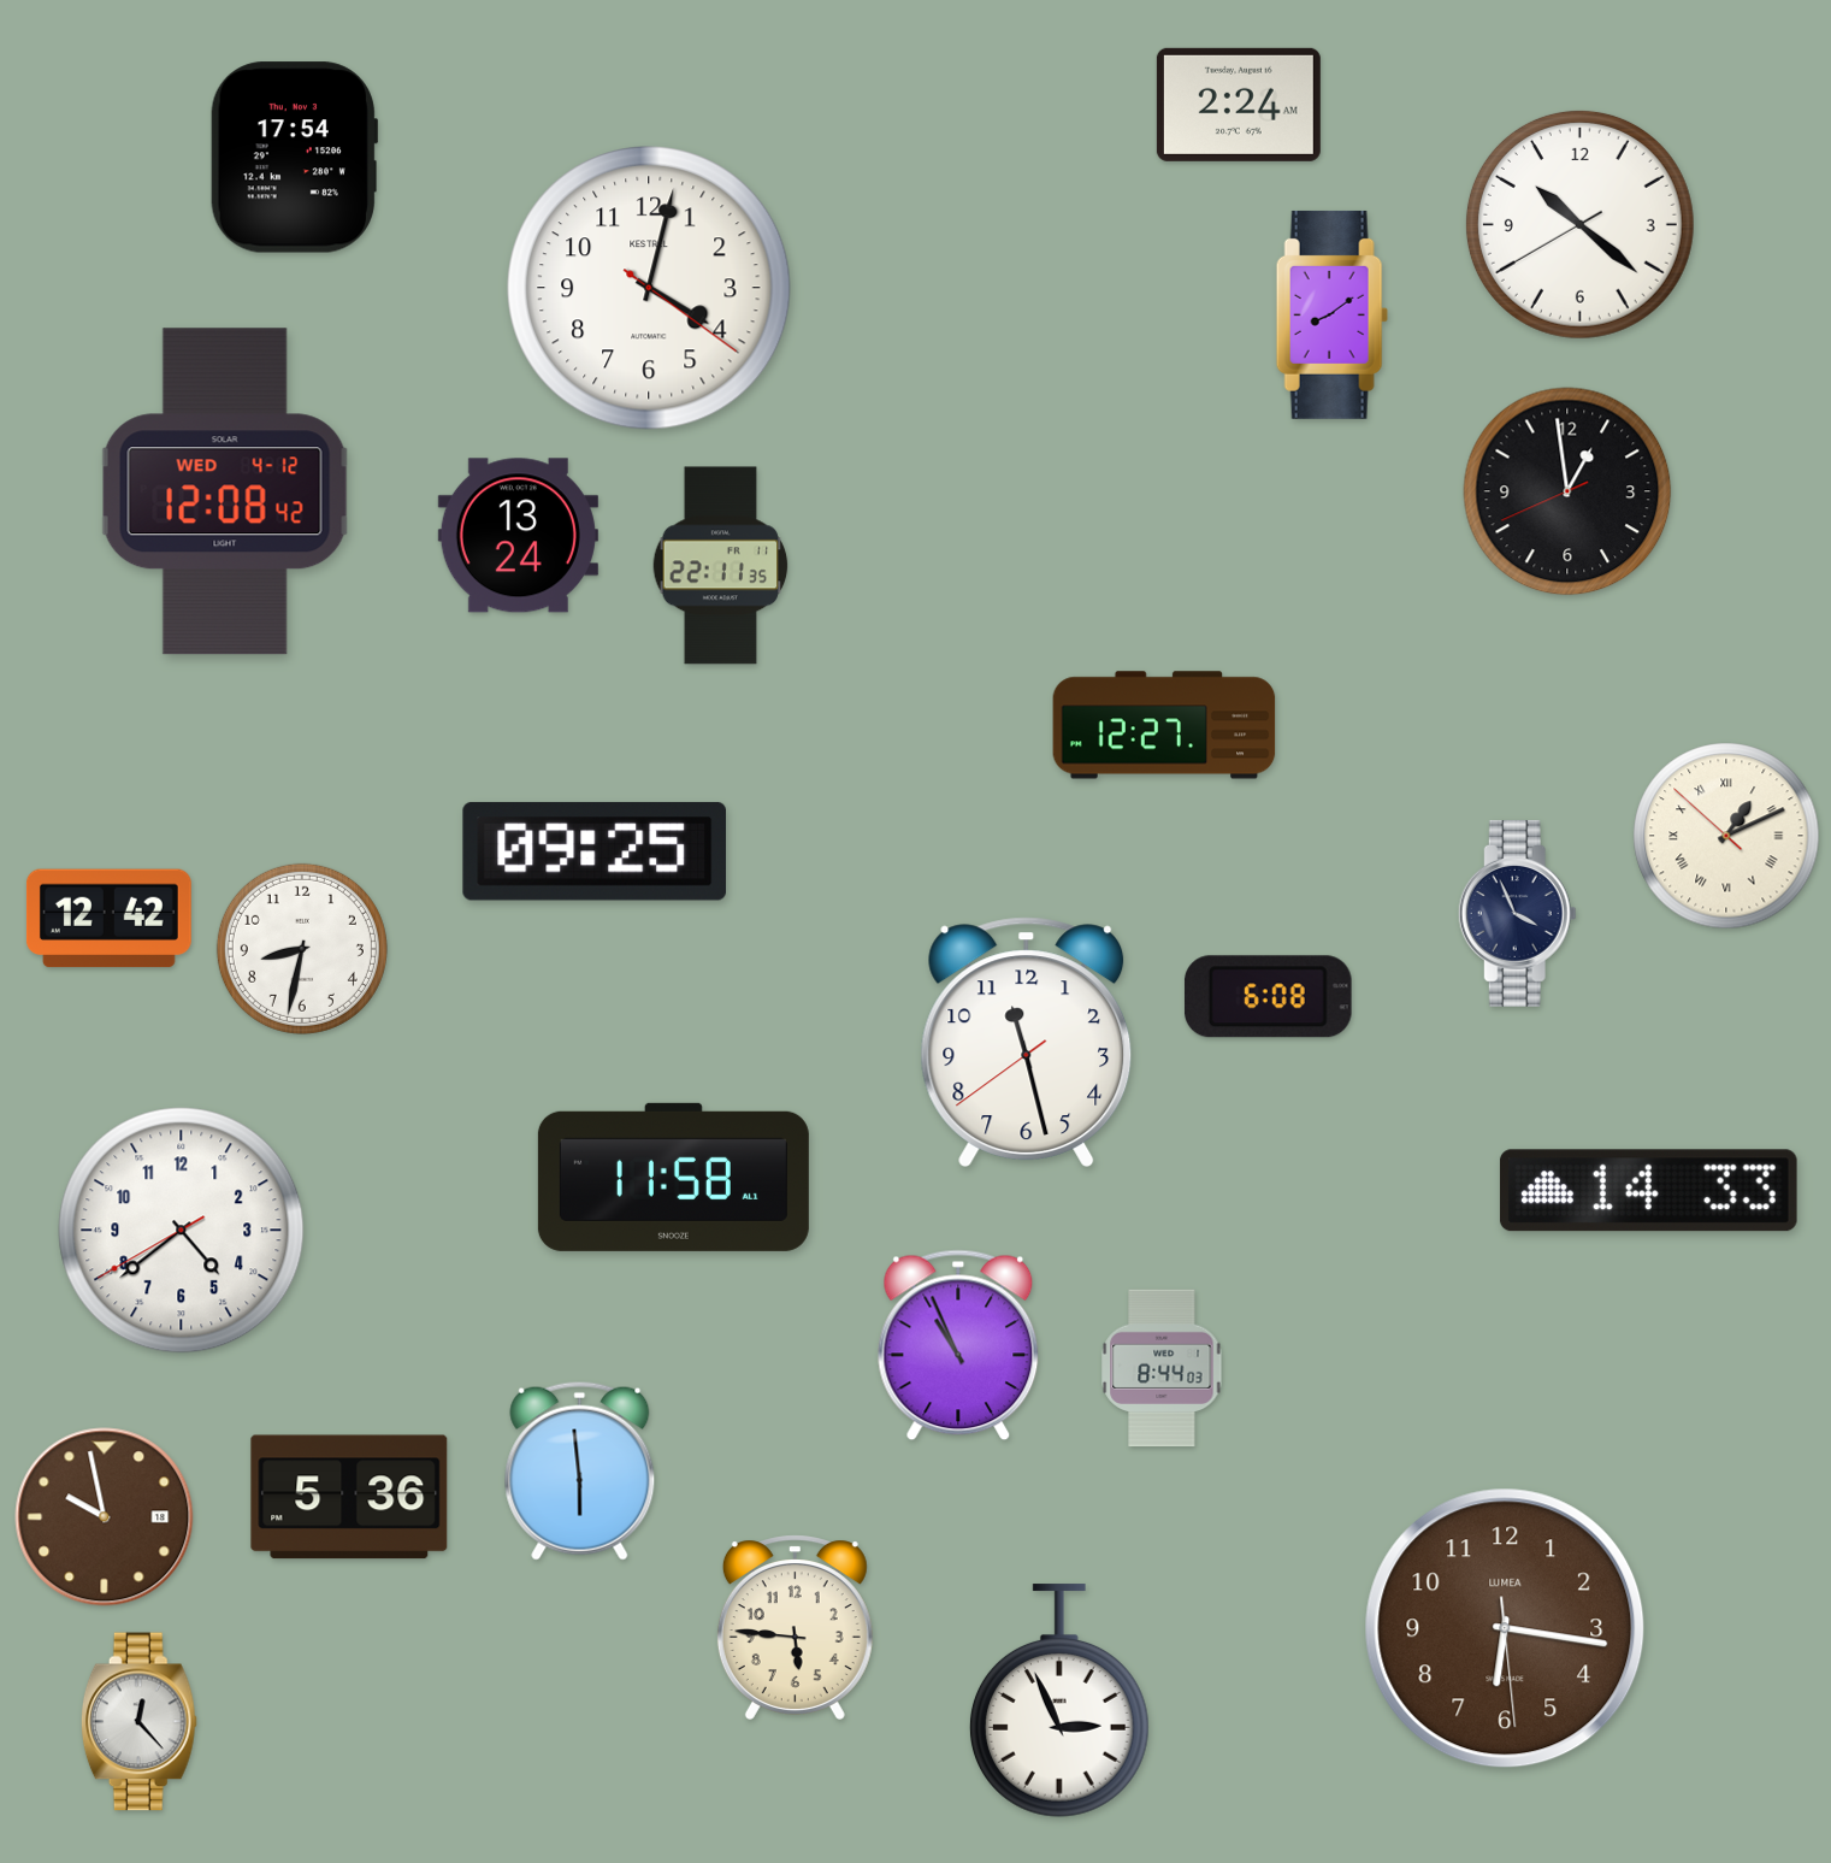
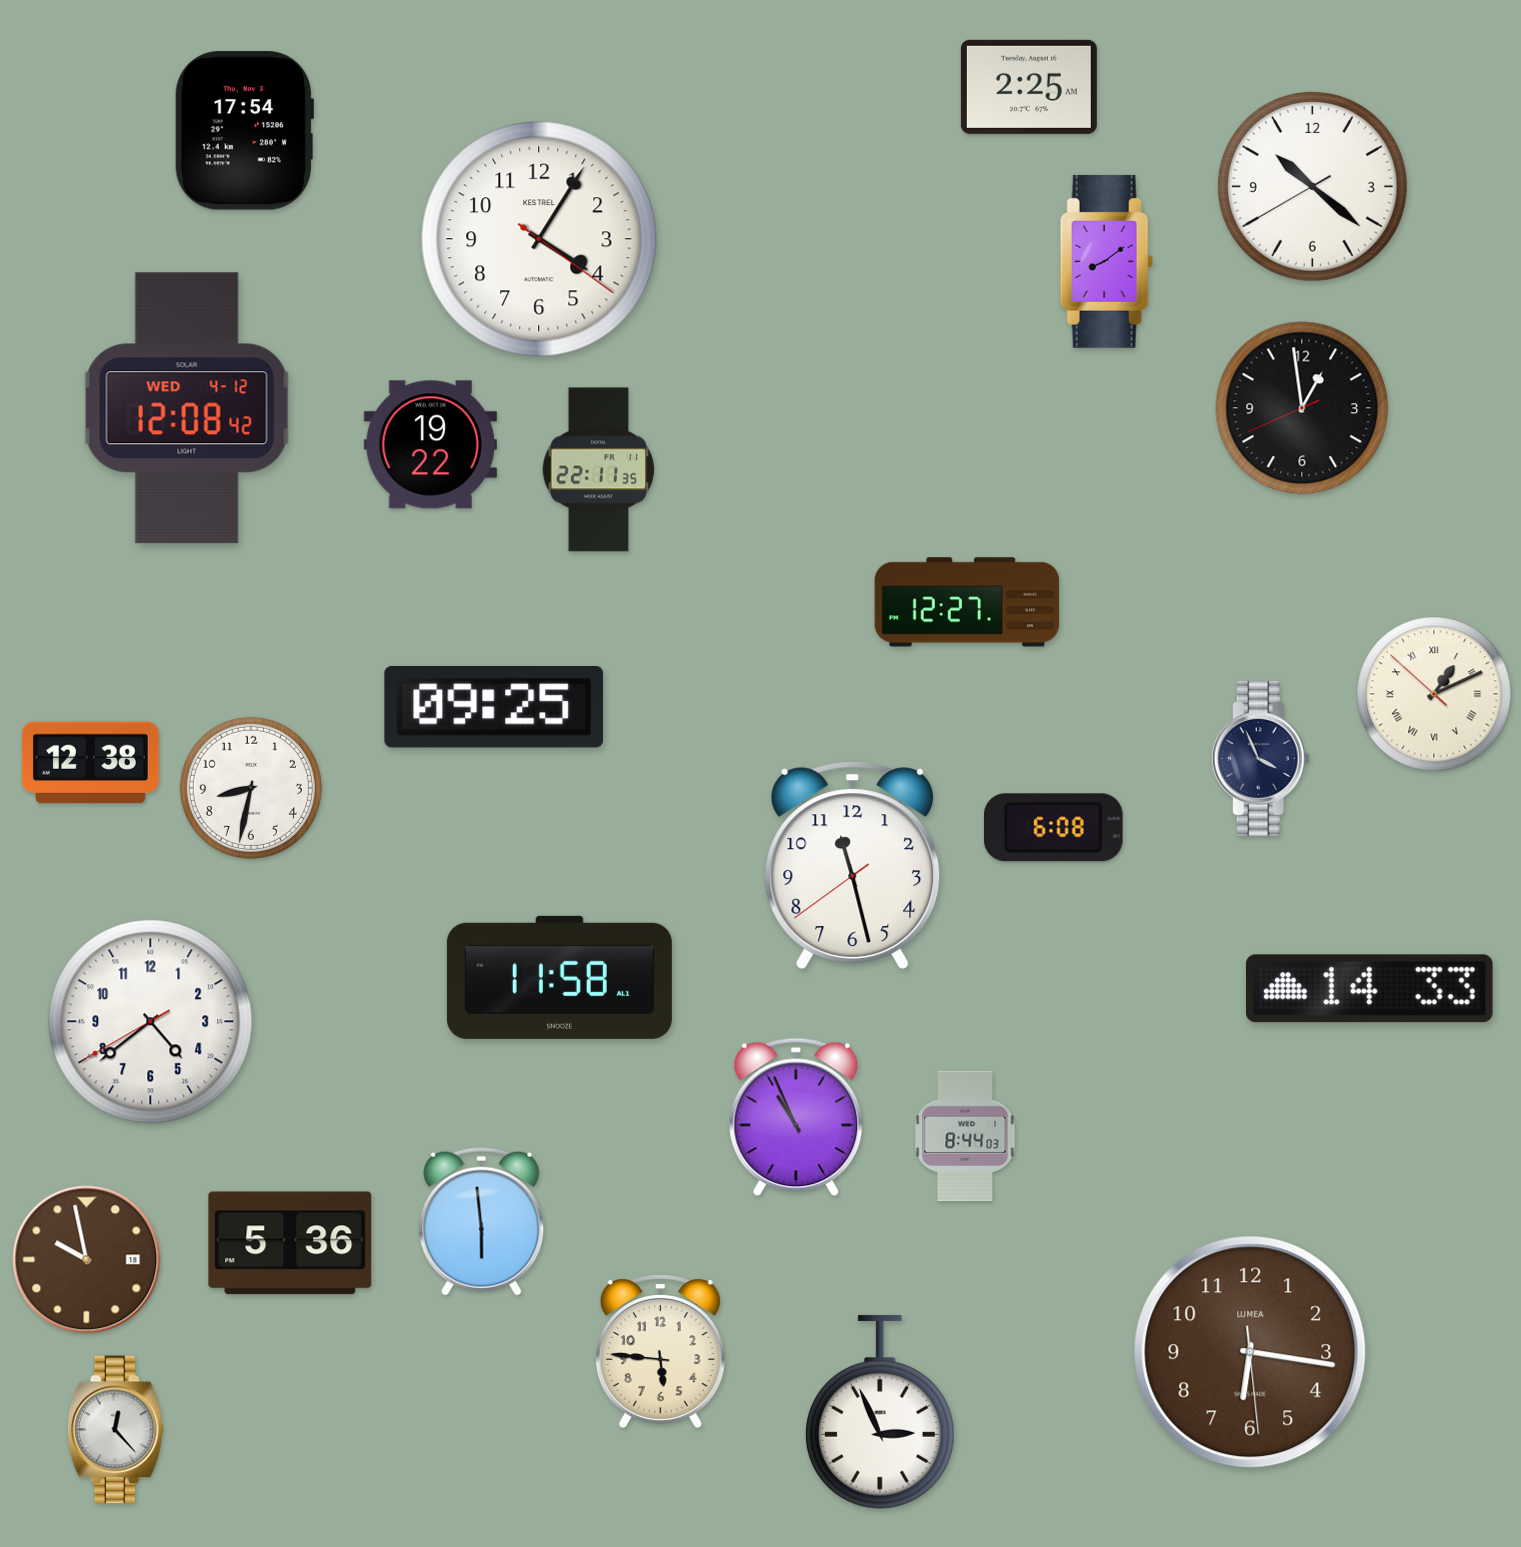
clock at (1239, 105): 2:24 -> 2:25
clock at (649, 288): 4:02 -> 4:05
clock at (518, 536): 13:24 -> 19:22
clock at (108, 919): 12:42 -> 12:38
